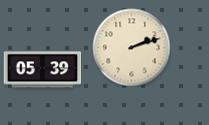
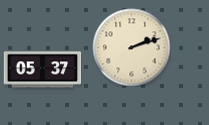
clock at (42, 70): 05:39 -> 05:37
